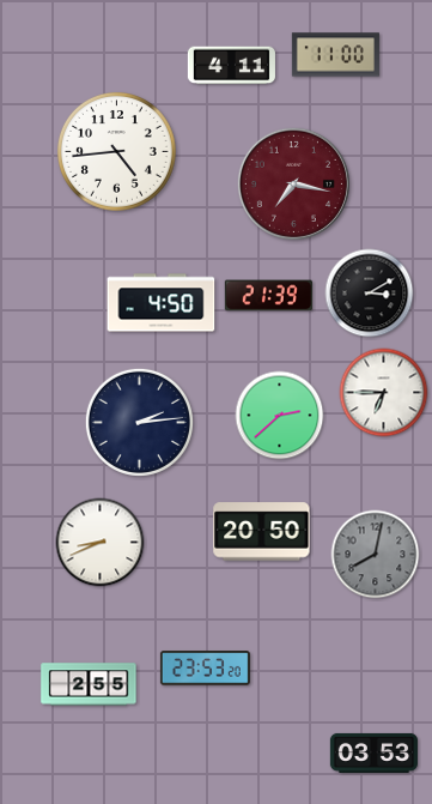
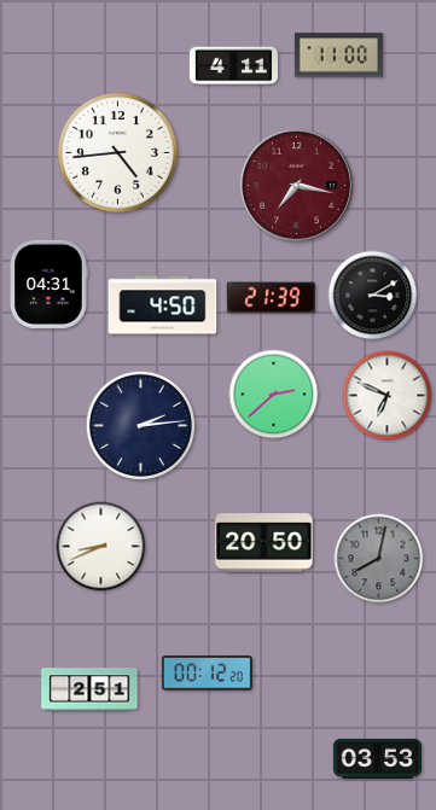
clock at (48, 284): none -> 04:31
clock at (384, 393): 6:45 -> 6:49
clock at (280, 416) position: (280, 416) -> (274, 395)
clock at (262, 532) position: (262, 532) -> (264, 543)
clock at (205, 669): 23:53 -> 00:12
clock at (89, 684): 2:55 -> 2:51
